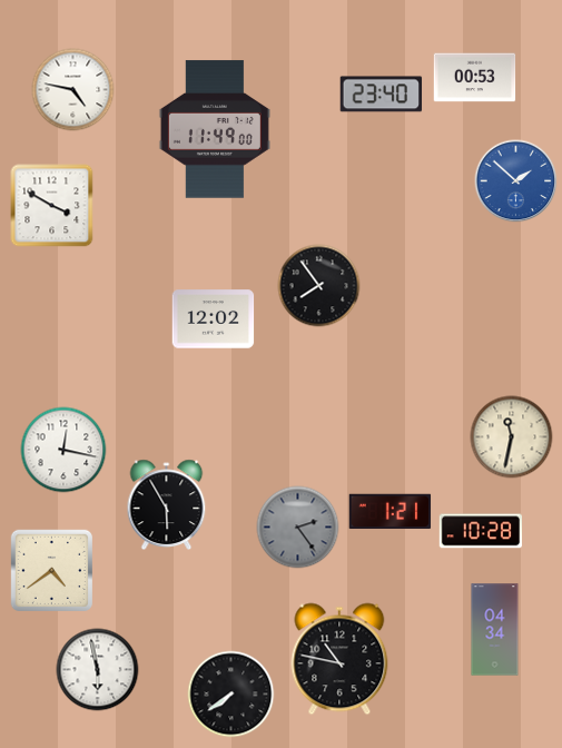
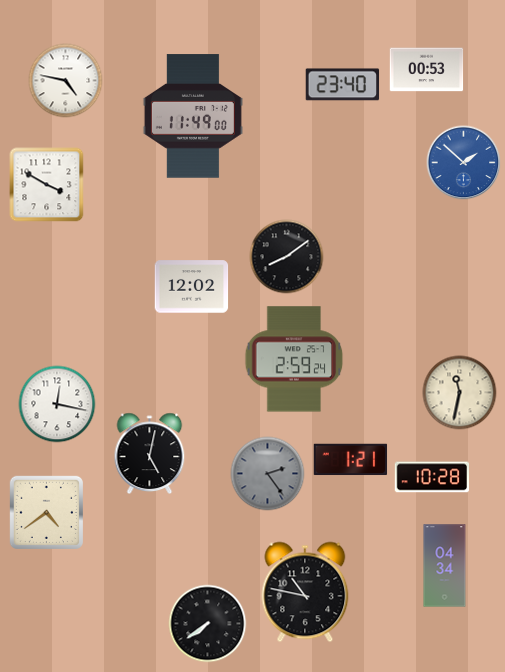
clock at (319, 286): 7:54 -> 8:09
clock at (294, 359): none -> 2:59
clock at (167, 504): 5:55 -> 5:02
clock at (98, 670): 5:58 -> none
